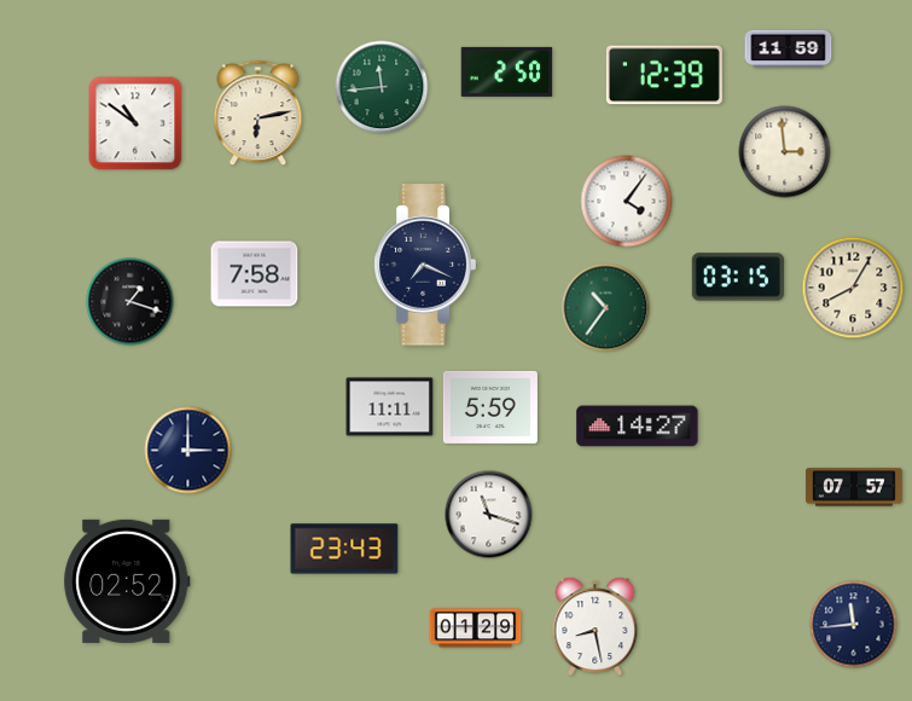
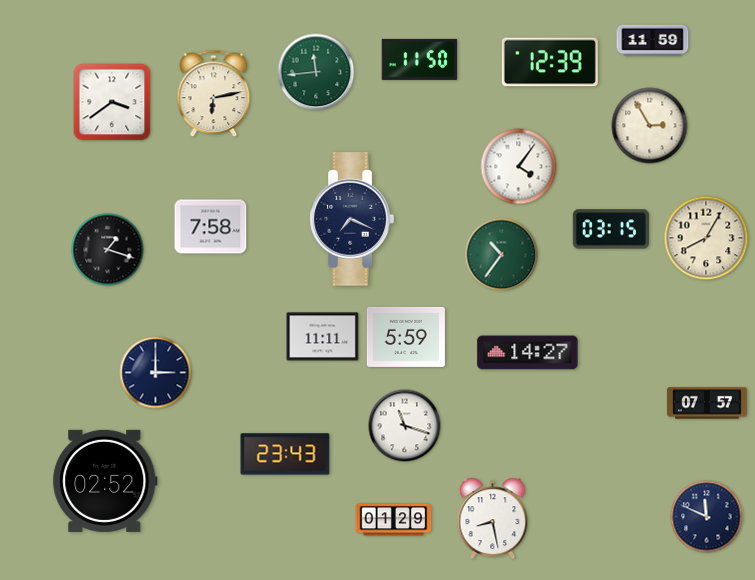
clock at (507, 71): 2:50 -> 11:50
clock at (135, 123): 10:51 -> 3:39
clock at (785, 152): 2:59 -> 2:55
clock at (854, 625): 11:44 -> 11:49
